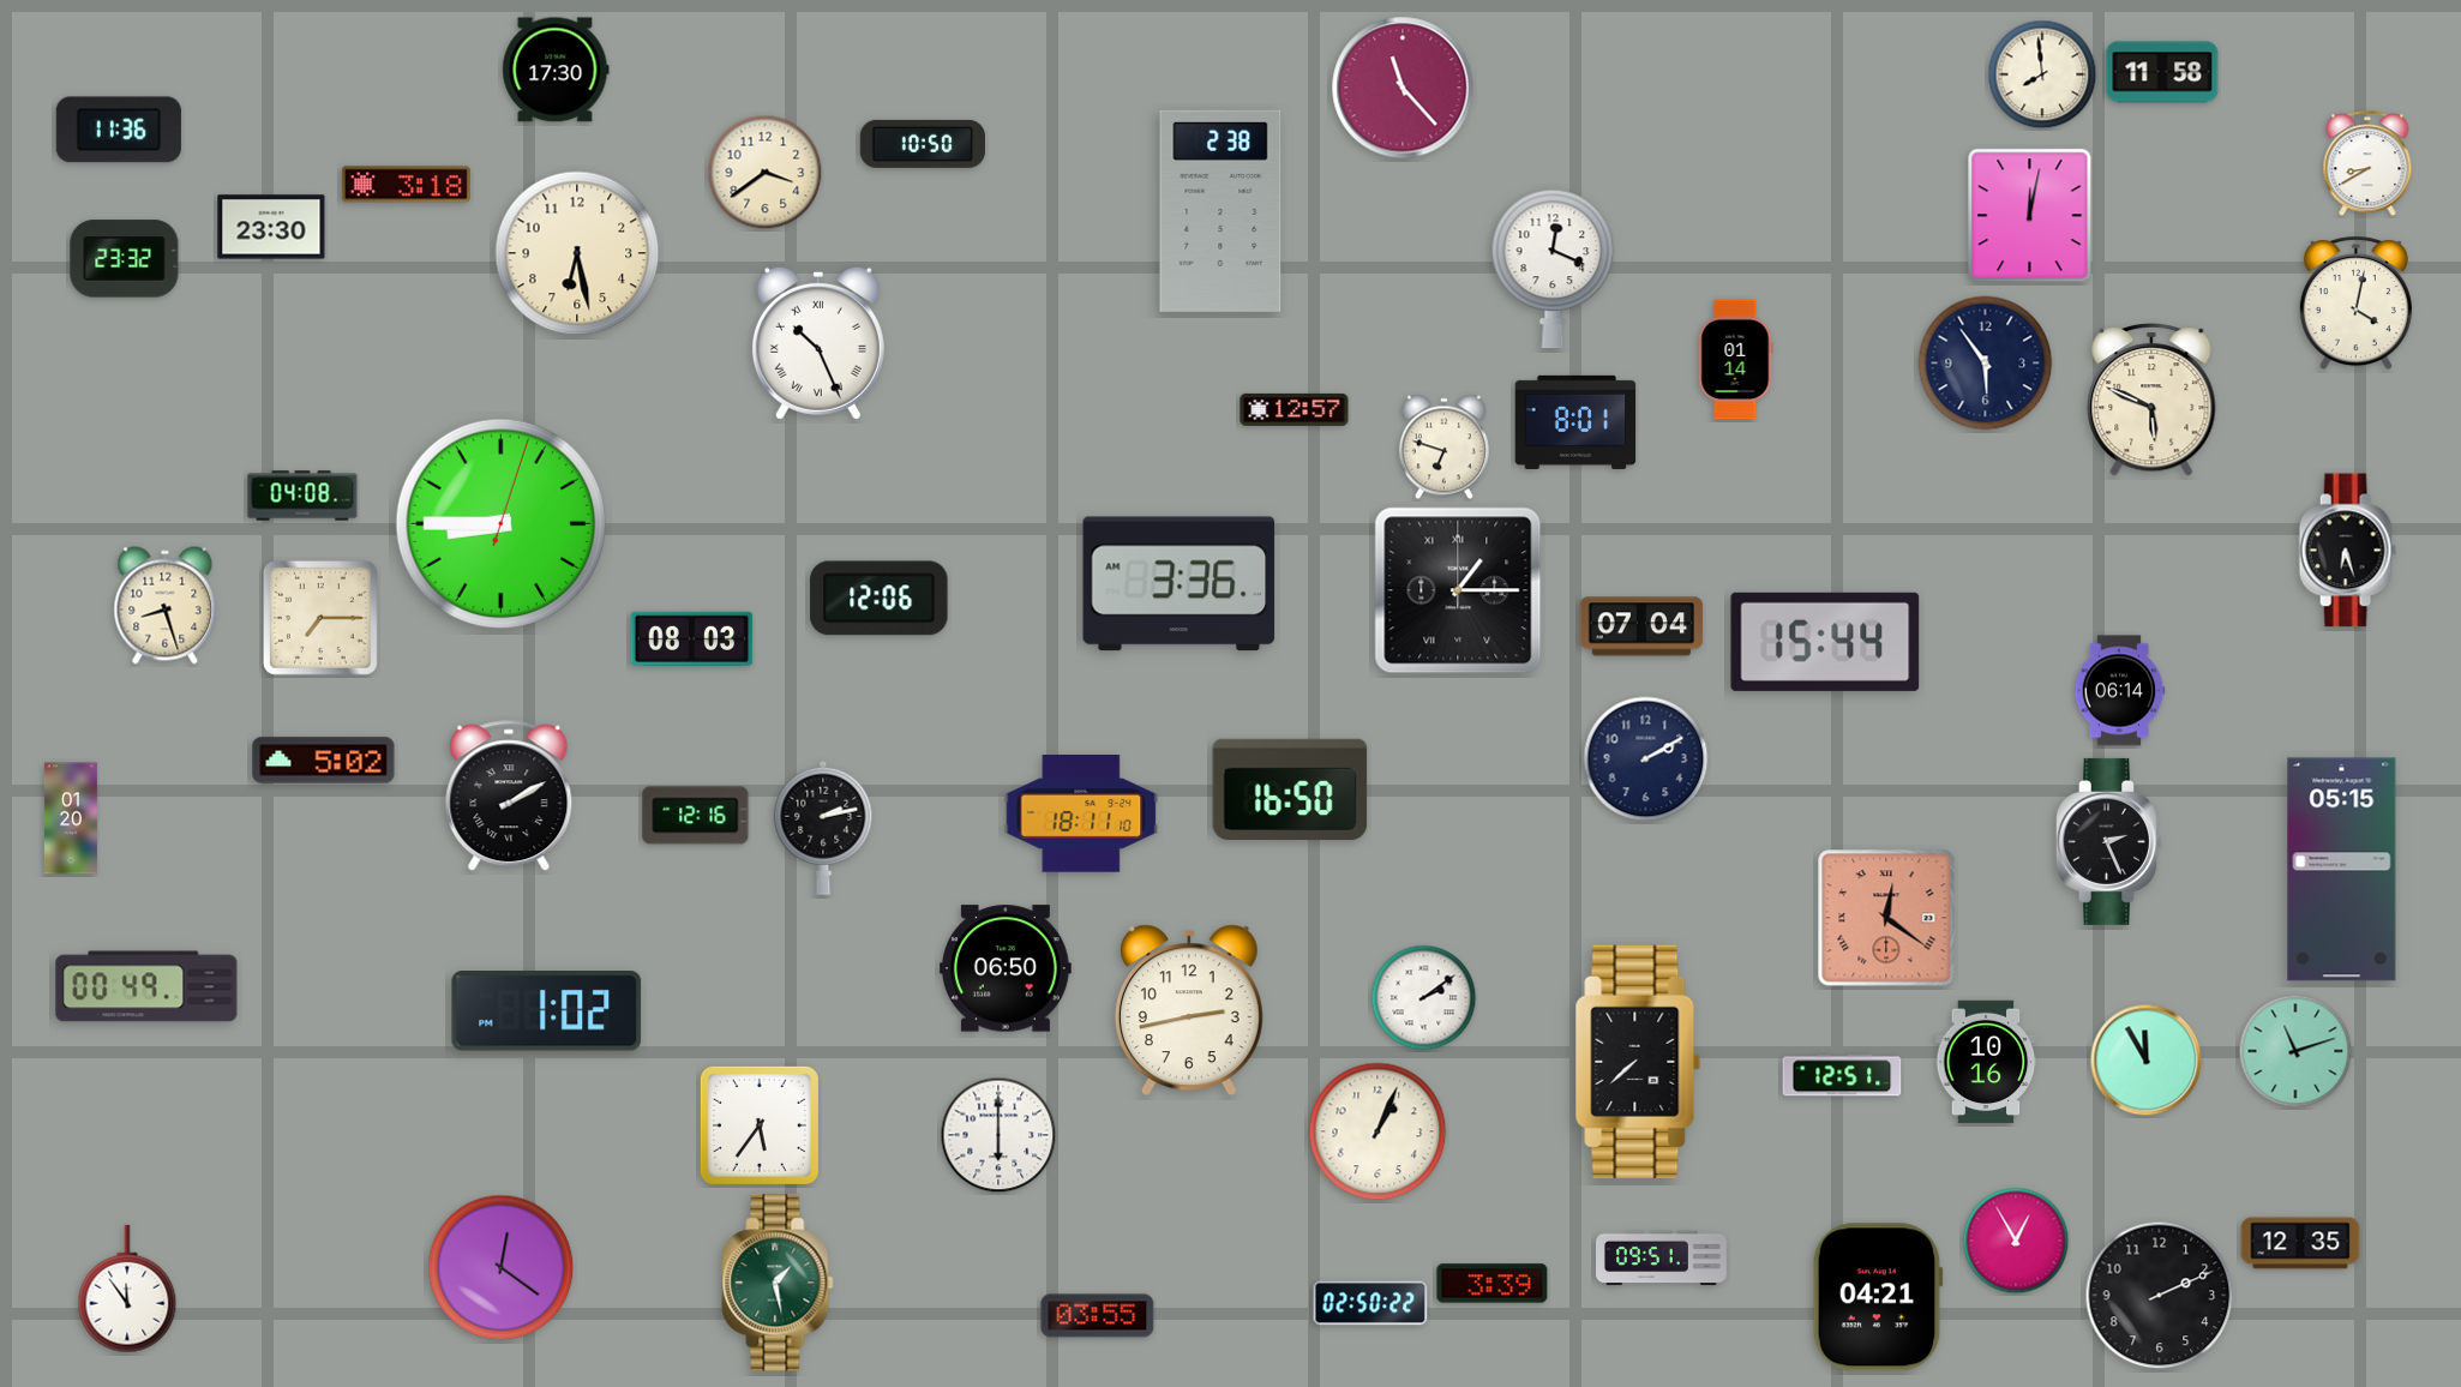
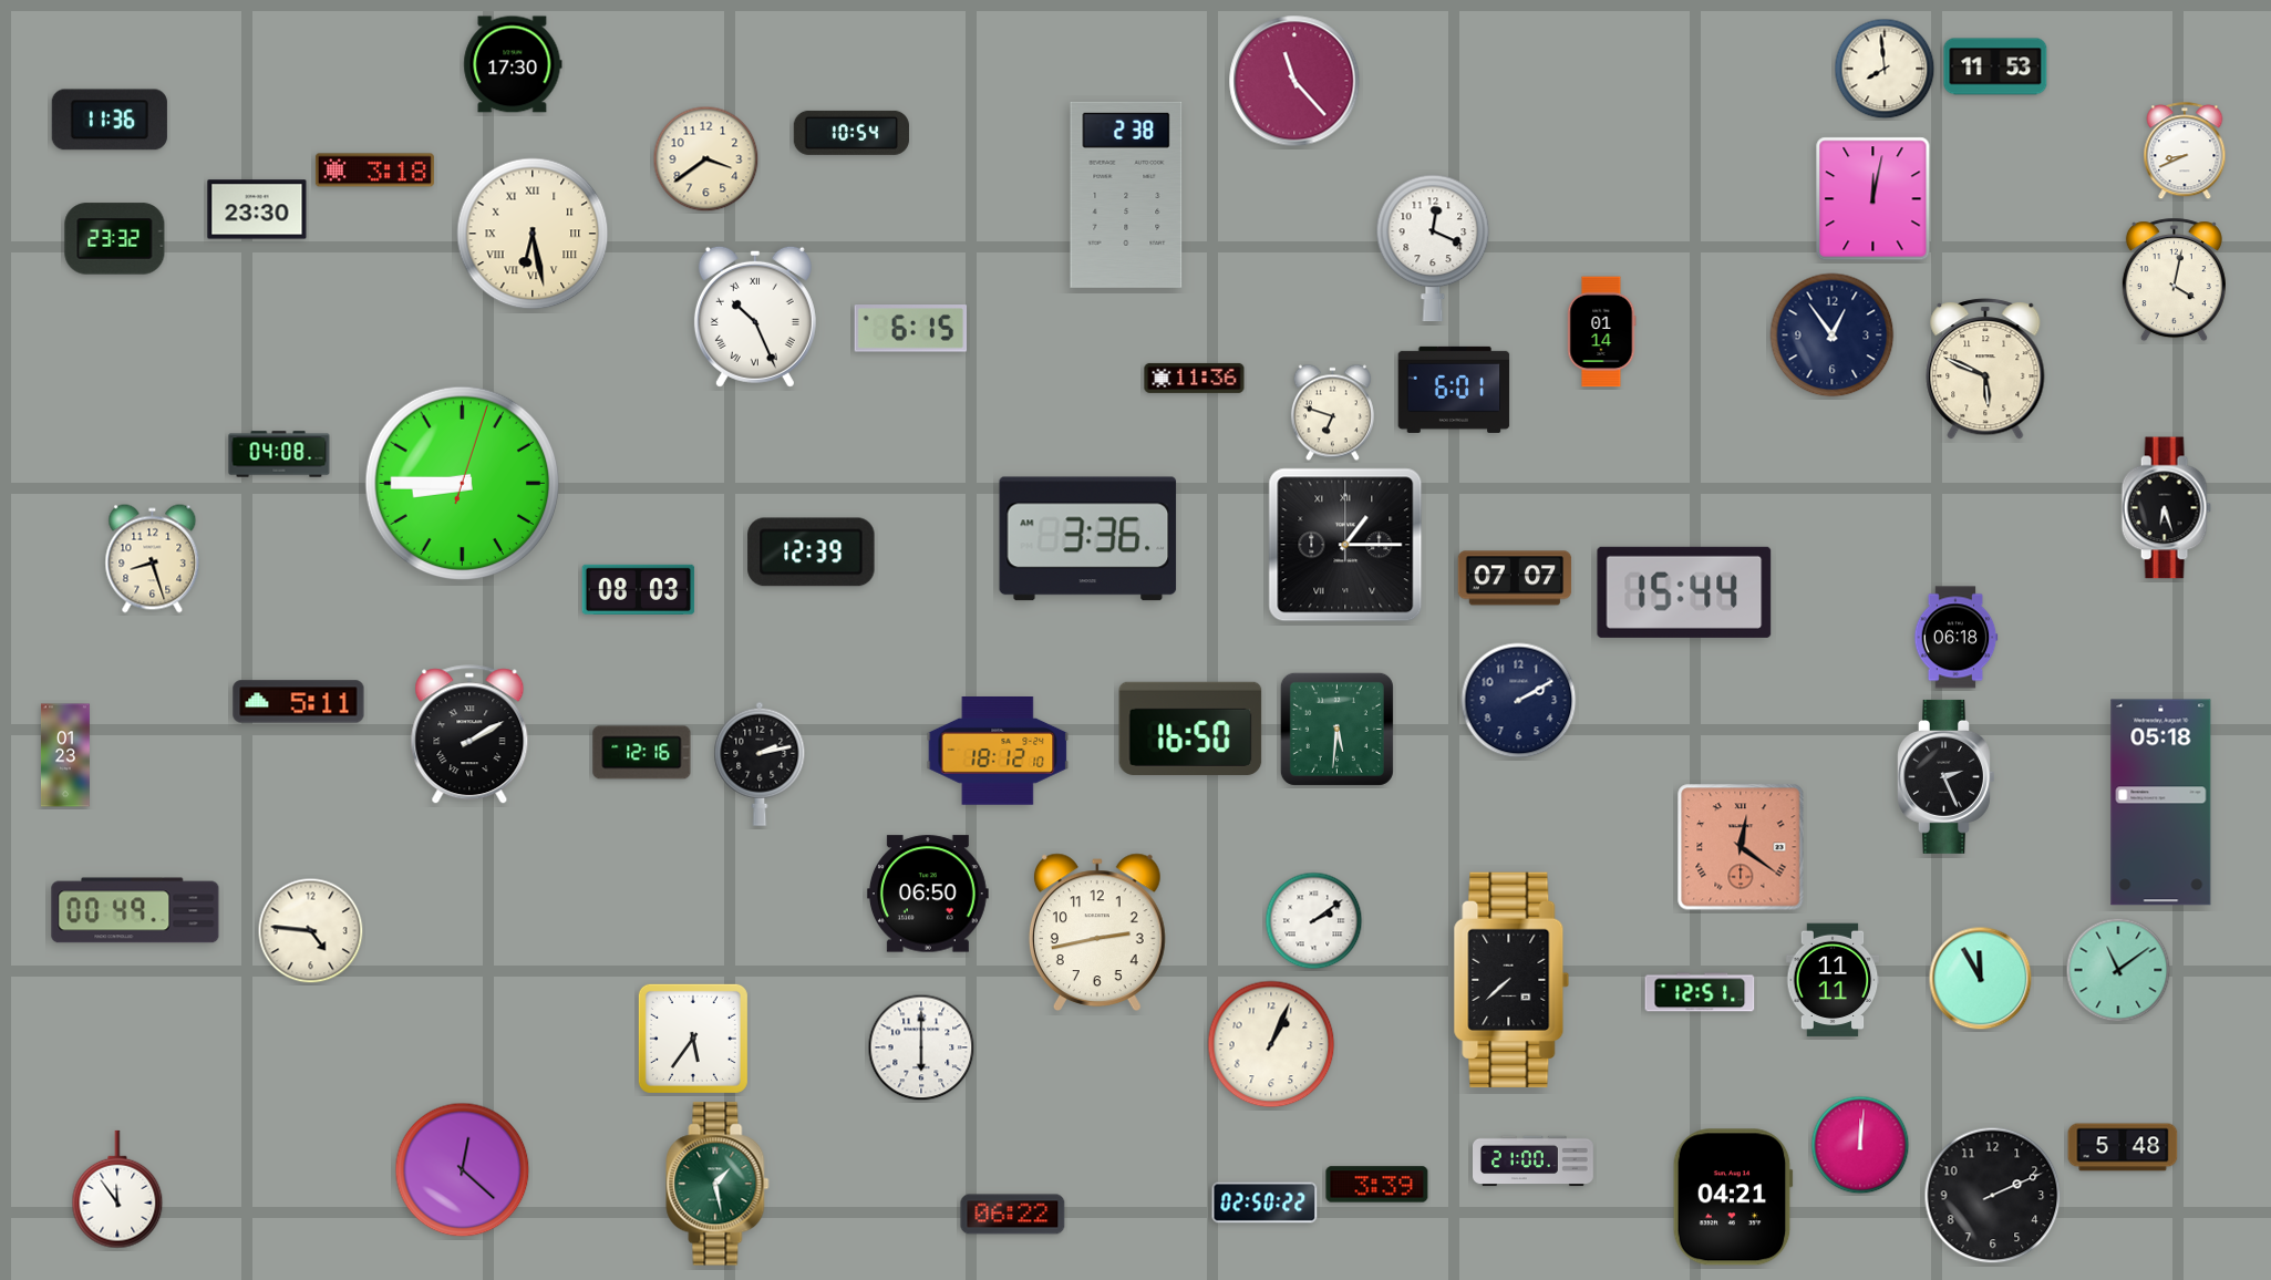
clock at (2162, 72): 11:58 -> 11:53
clock at (923, 144): 10:50 -> 10:54
clock at (2367, 164): 8:40 -> 8:41
clock at (271, 227) position: (271, 227) -> (257, 209)
clock at (577, 253) numerals: Arabic -> Roman
clock at (910, 329): none -> 6:15
clock at (1986, 364): 5:54 -> 12:54
clock at (1295, 409): 12:57 -> 11:36
clock at (1575, 422): 8:01 -> 6:01
clock at (302, 496) position: (302, 496) -> (279, 454)
clock at (880, 599): 12:06 -> 12:39
clock at (320, 618): 7:15 -> none
clock at (1641, 626): 07:04 -> 07:07
clock at (2119, 691): 06:14 -> 06:18
clock at (324, 761): 5:02 -> 5:11
clock at (1336, 729): none -> 5:31
clock at (1081, 815): 18:11 -> 18:12
clock at (71, 818): 01:20 -> 01:23
clock at (2342, 870): 05:15 -> 05:18
clock at (311, 931): none -> 4:46
clock at (547, 1011): 1:02 -> none
clock at (2295, 1051): 11:12 -> 11:09
clock at (1986, 1062): 10:16 -> 11:11
clock at (760, 1125) position: (760, 1125) -> (693, 1039)
clock at (2016, 1241): 12:55 -> 12:01
clock at (2300, 1243): 12:35 -> 5:48
clock at (1662, 1259): 09:51 -> 21:00
clock at (502, 1268): 12:21 -> 12:22
clock at (1098, 1316): 03:55 -> 06:22
